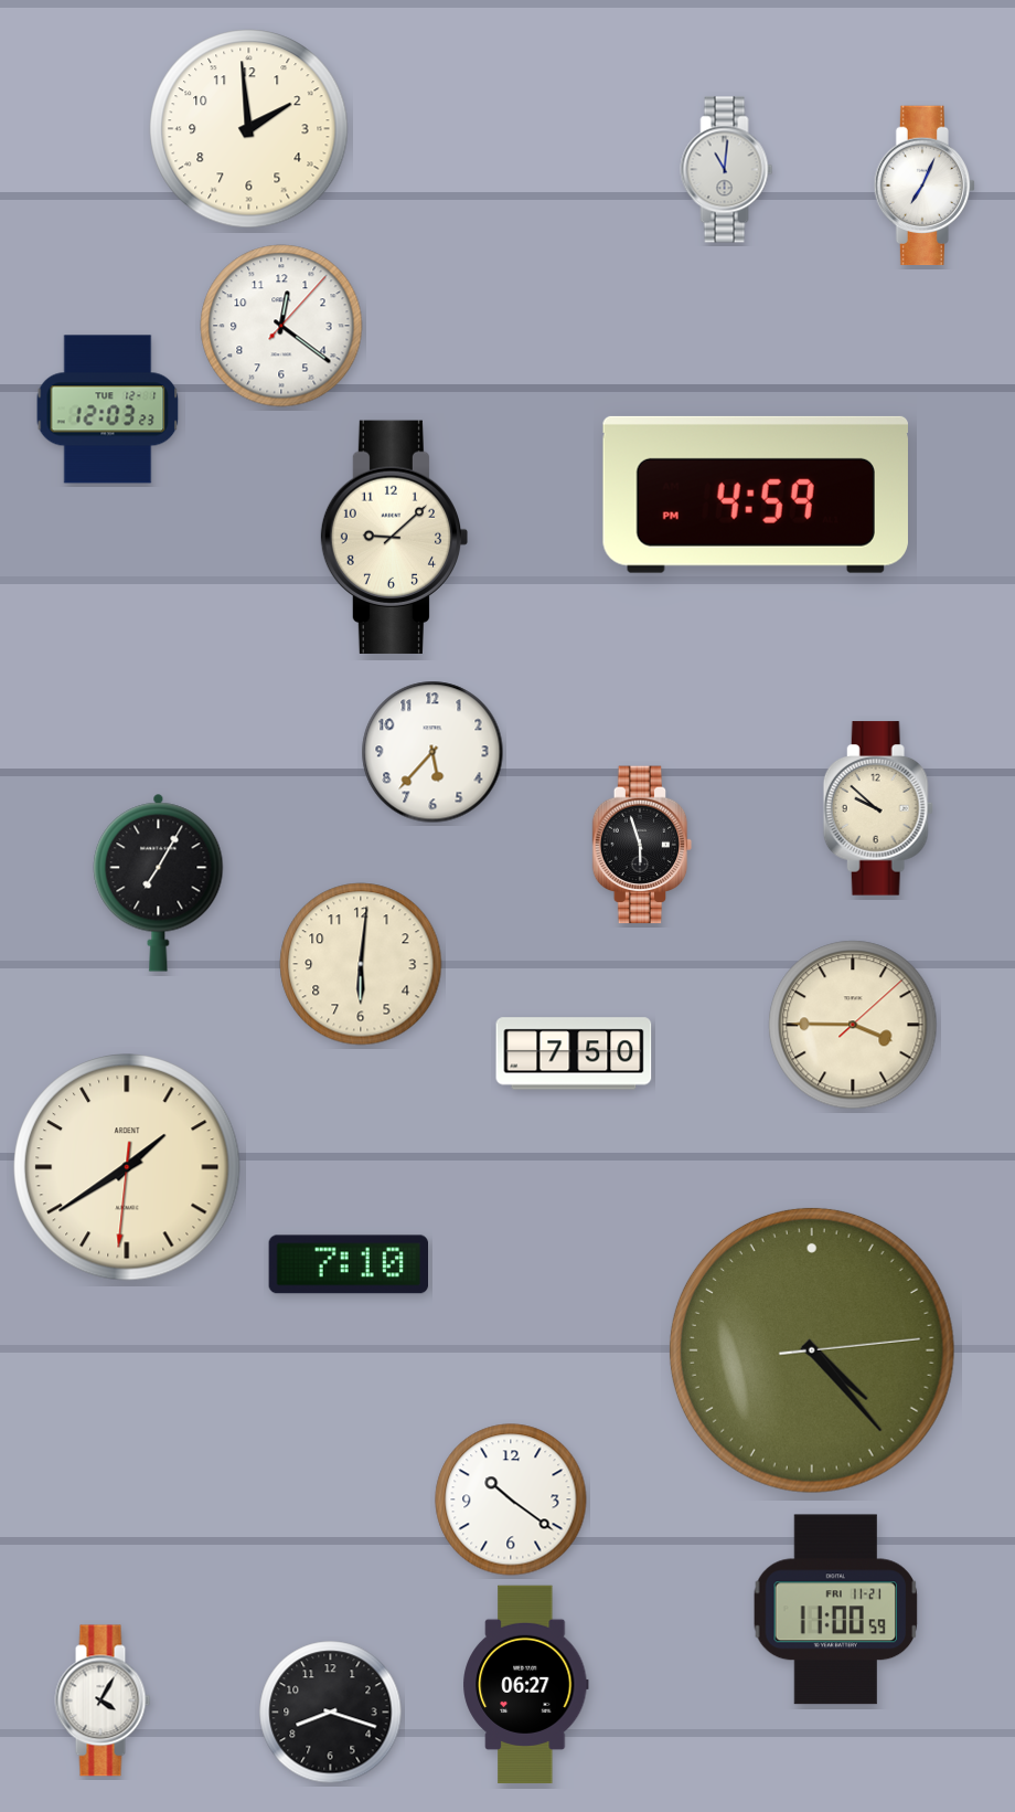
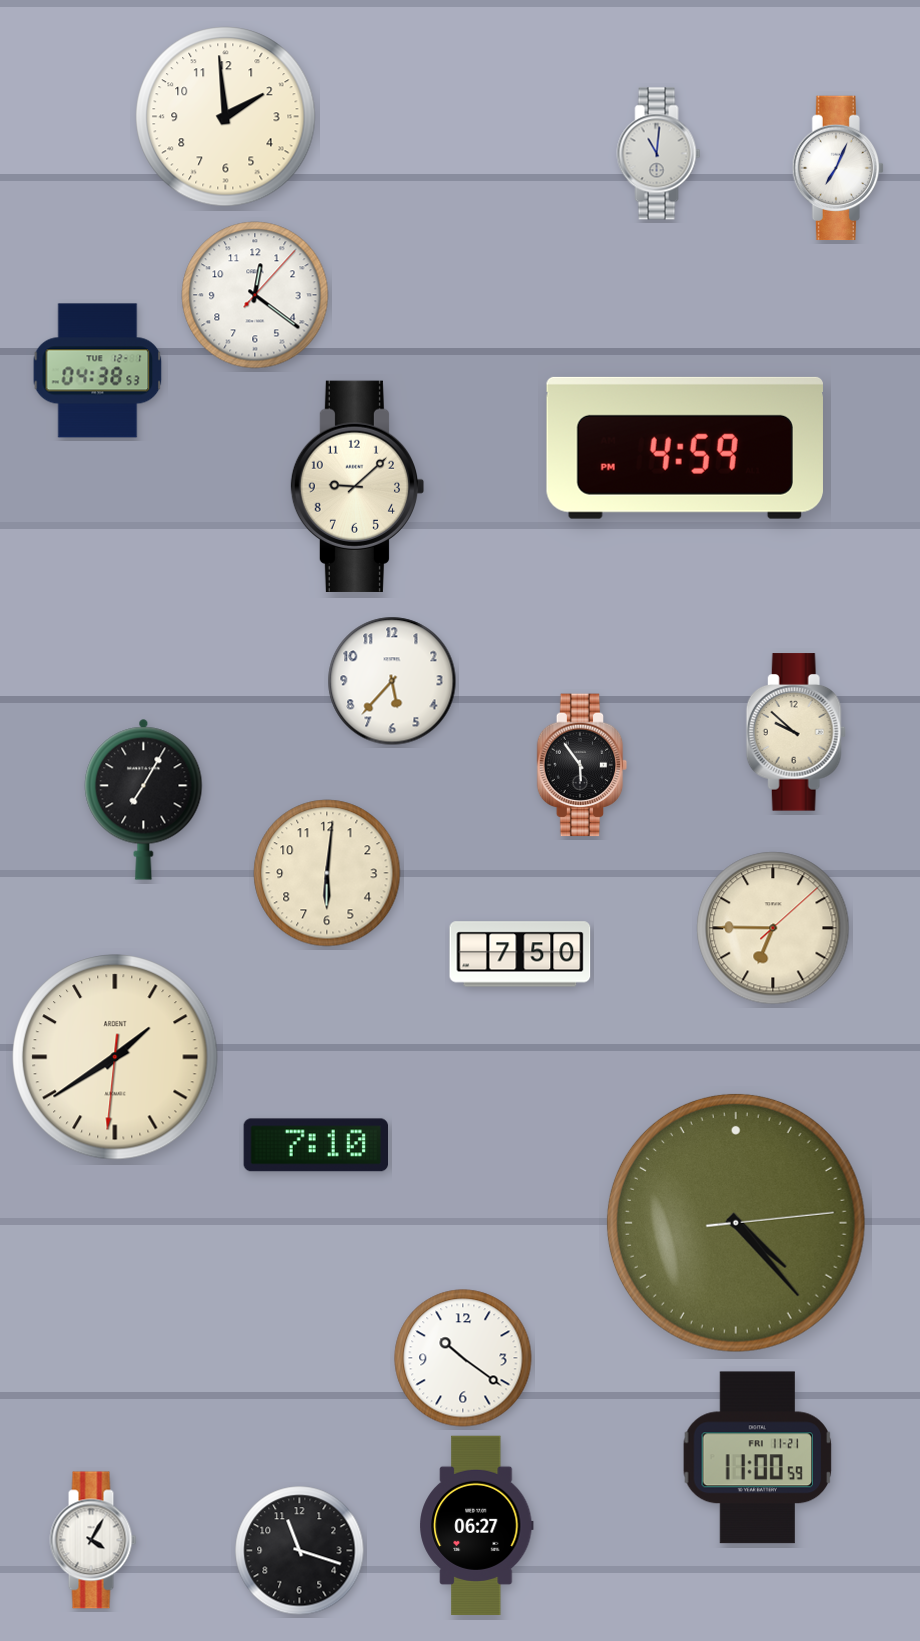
clock at (108, 410): 12:03 -> 04:38
clock at (642, 845): 5:57 -> 5:54
clock at (853, 1025): 3:45 -> 6:45
clock at (331, 1713): 8:18 -> 11:18
